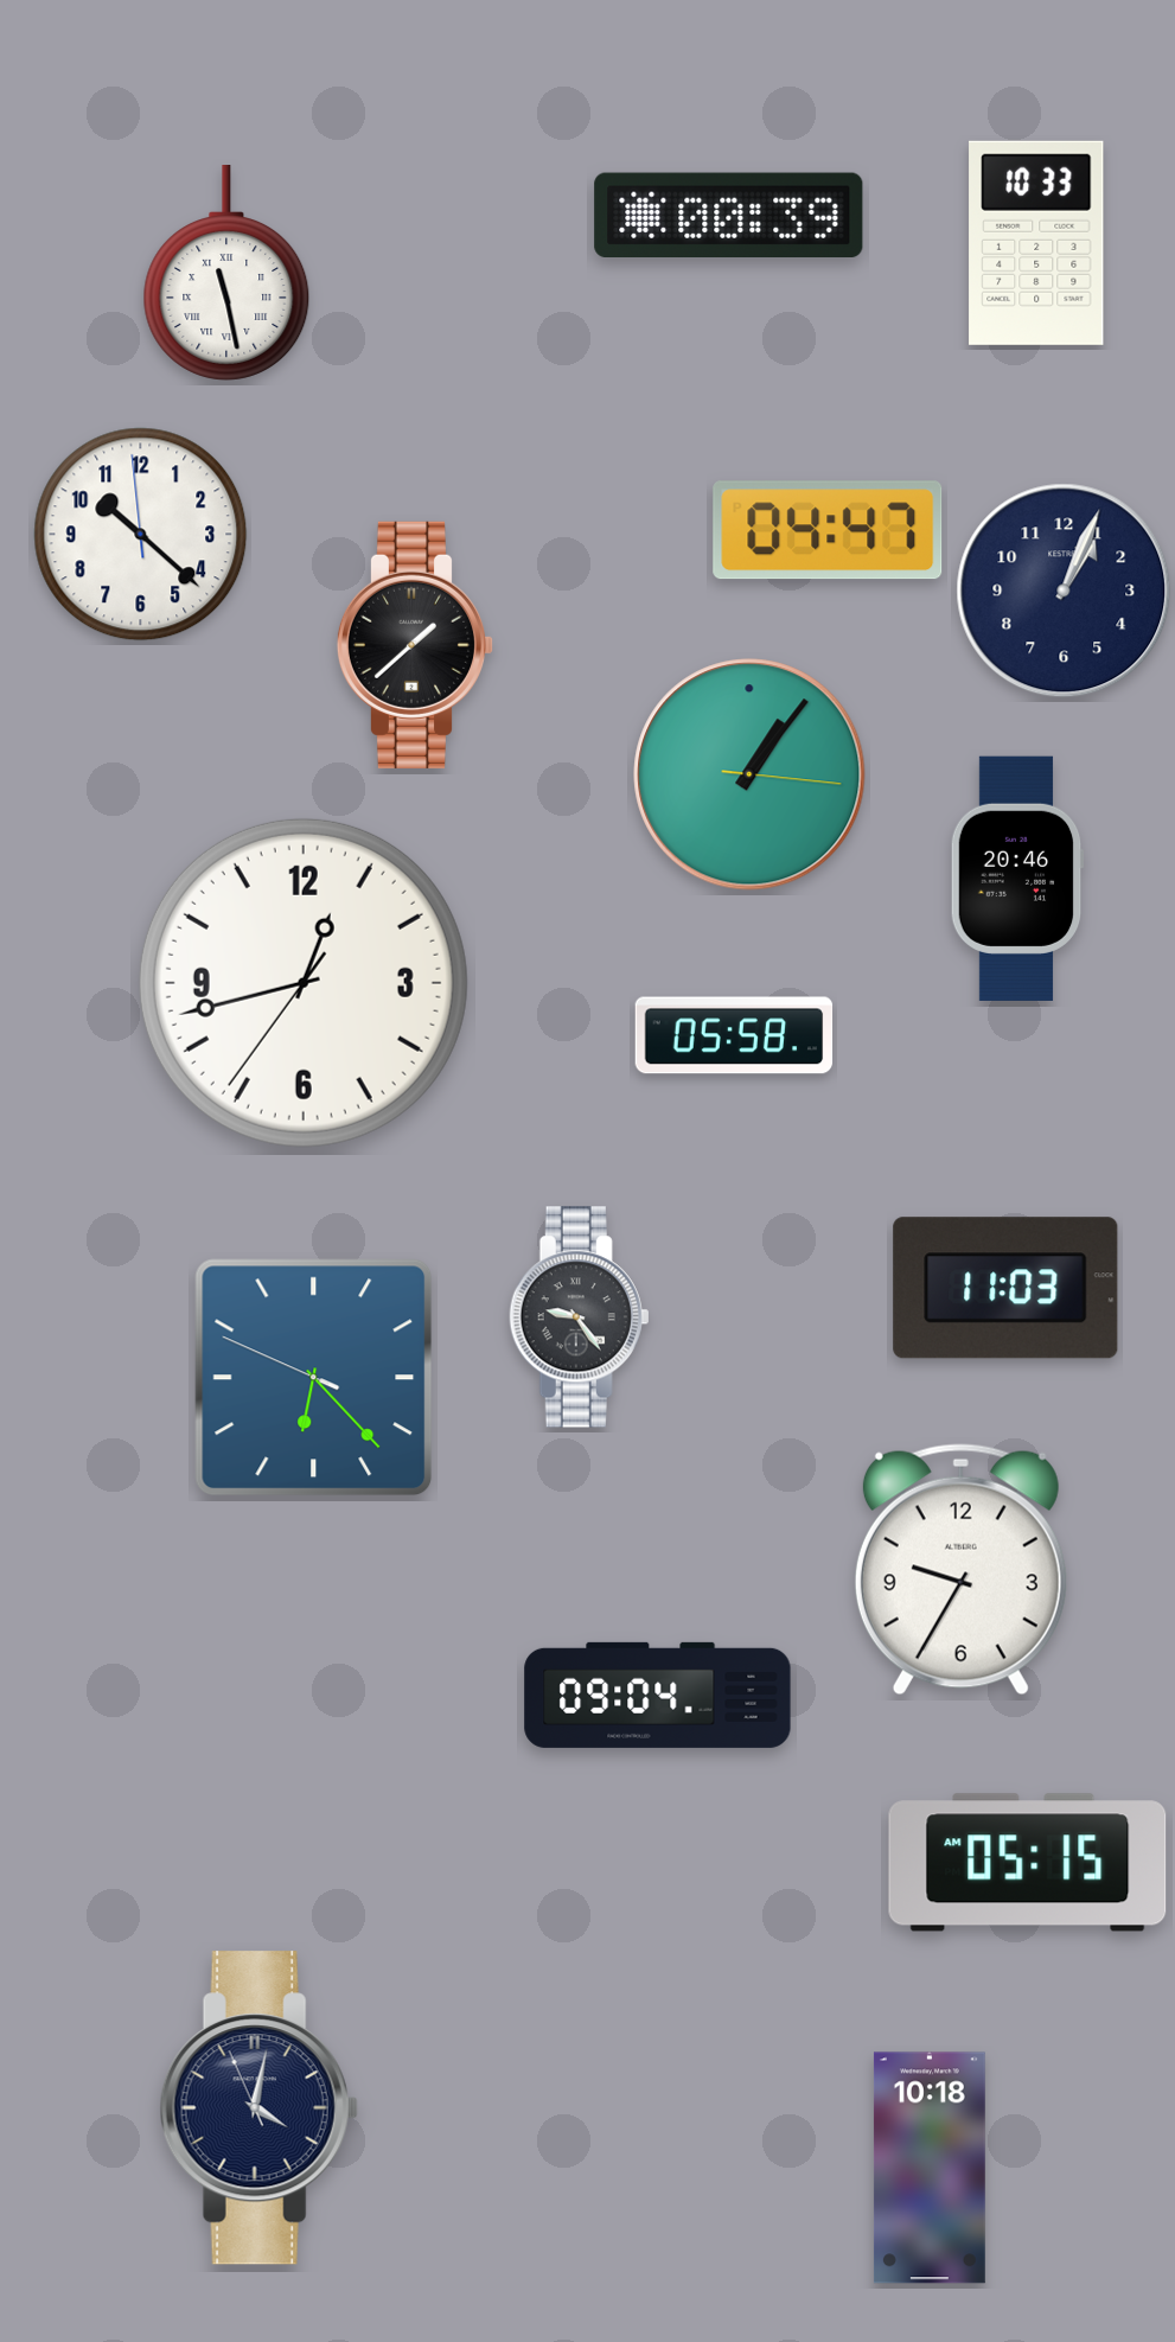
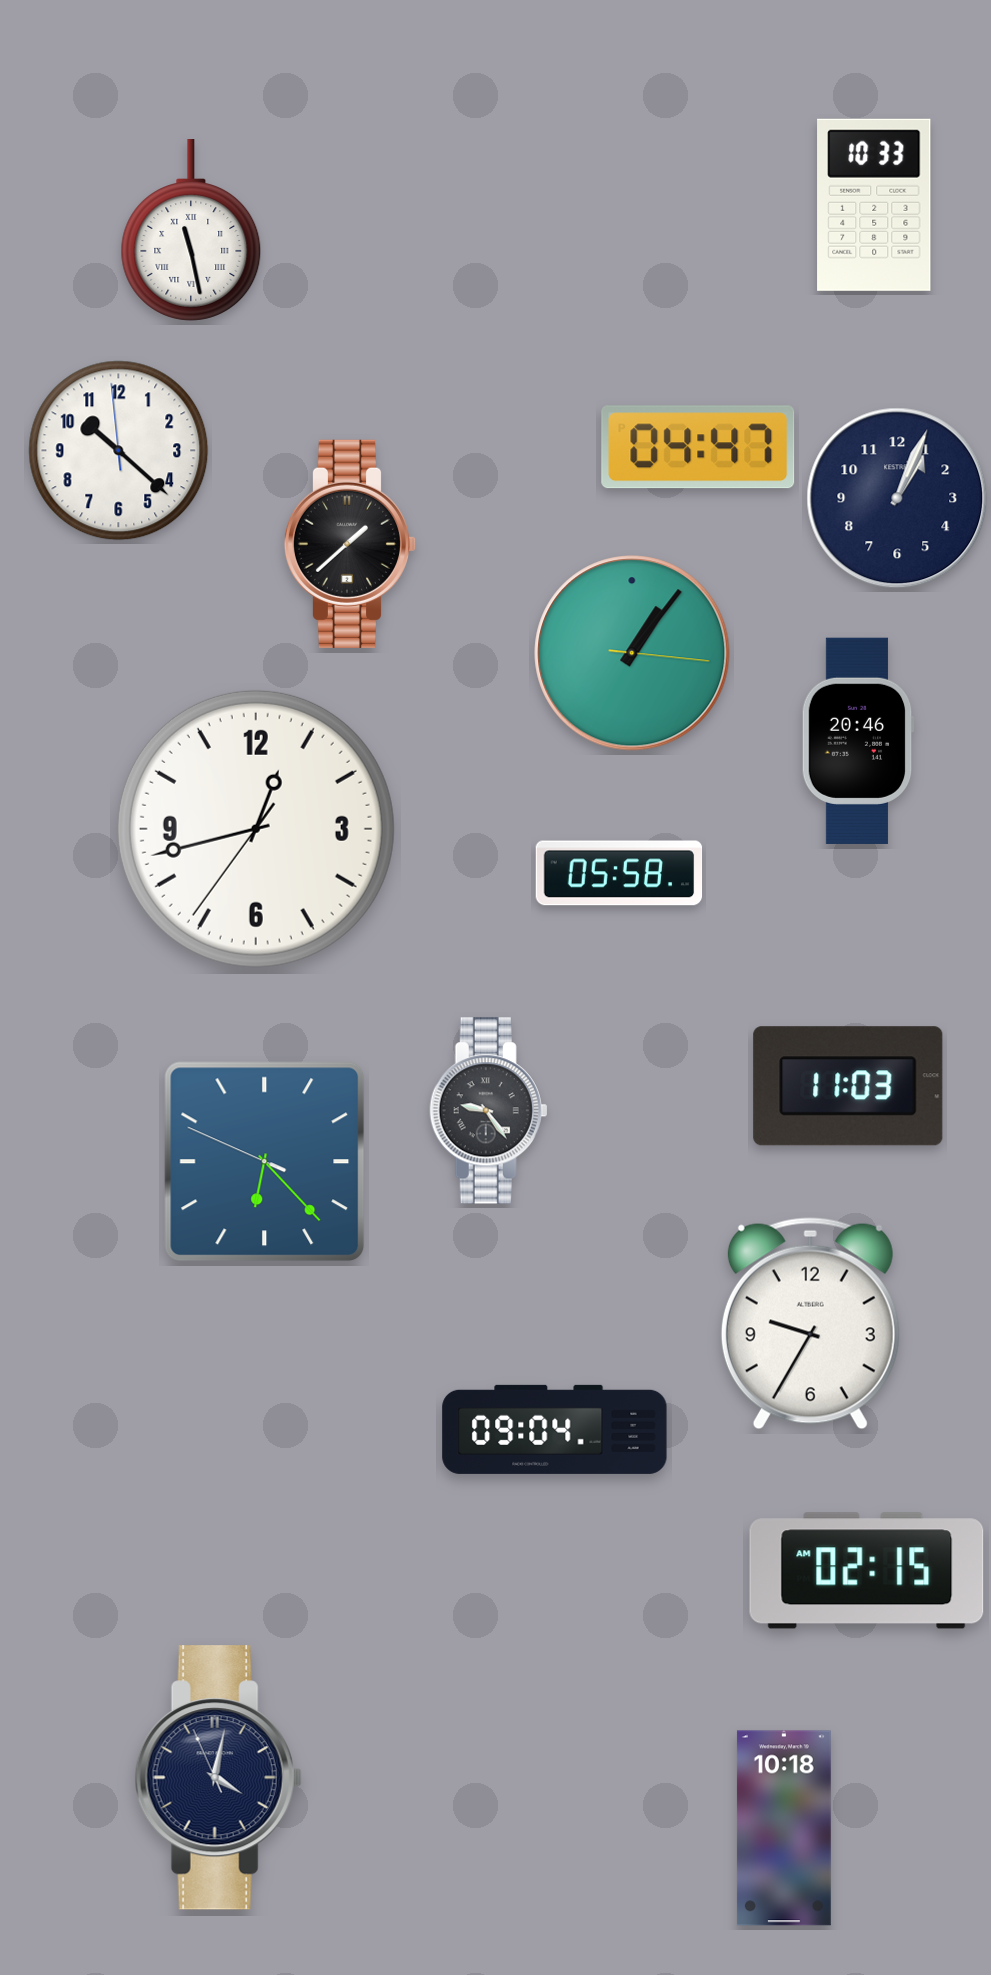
clock at (729, 215): 00:39 -> none
clock at (1028, 1863): 05:15 -> 02:15
